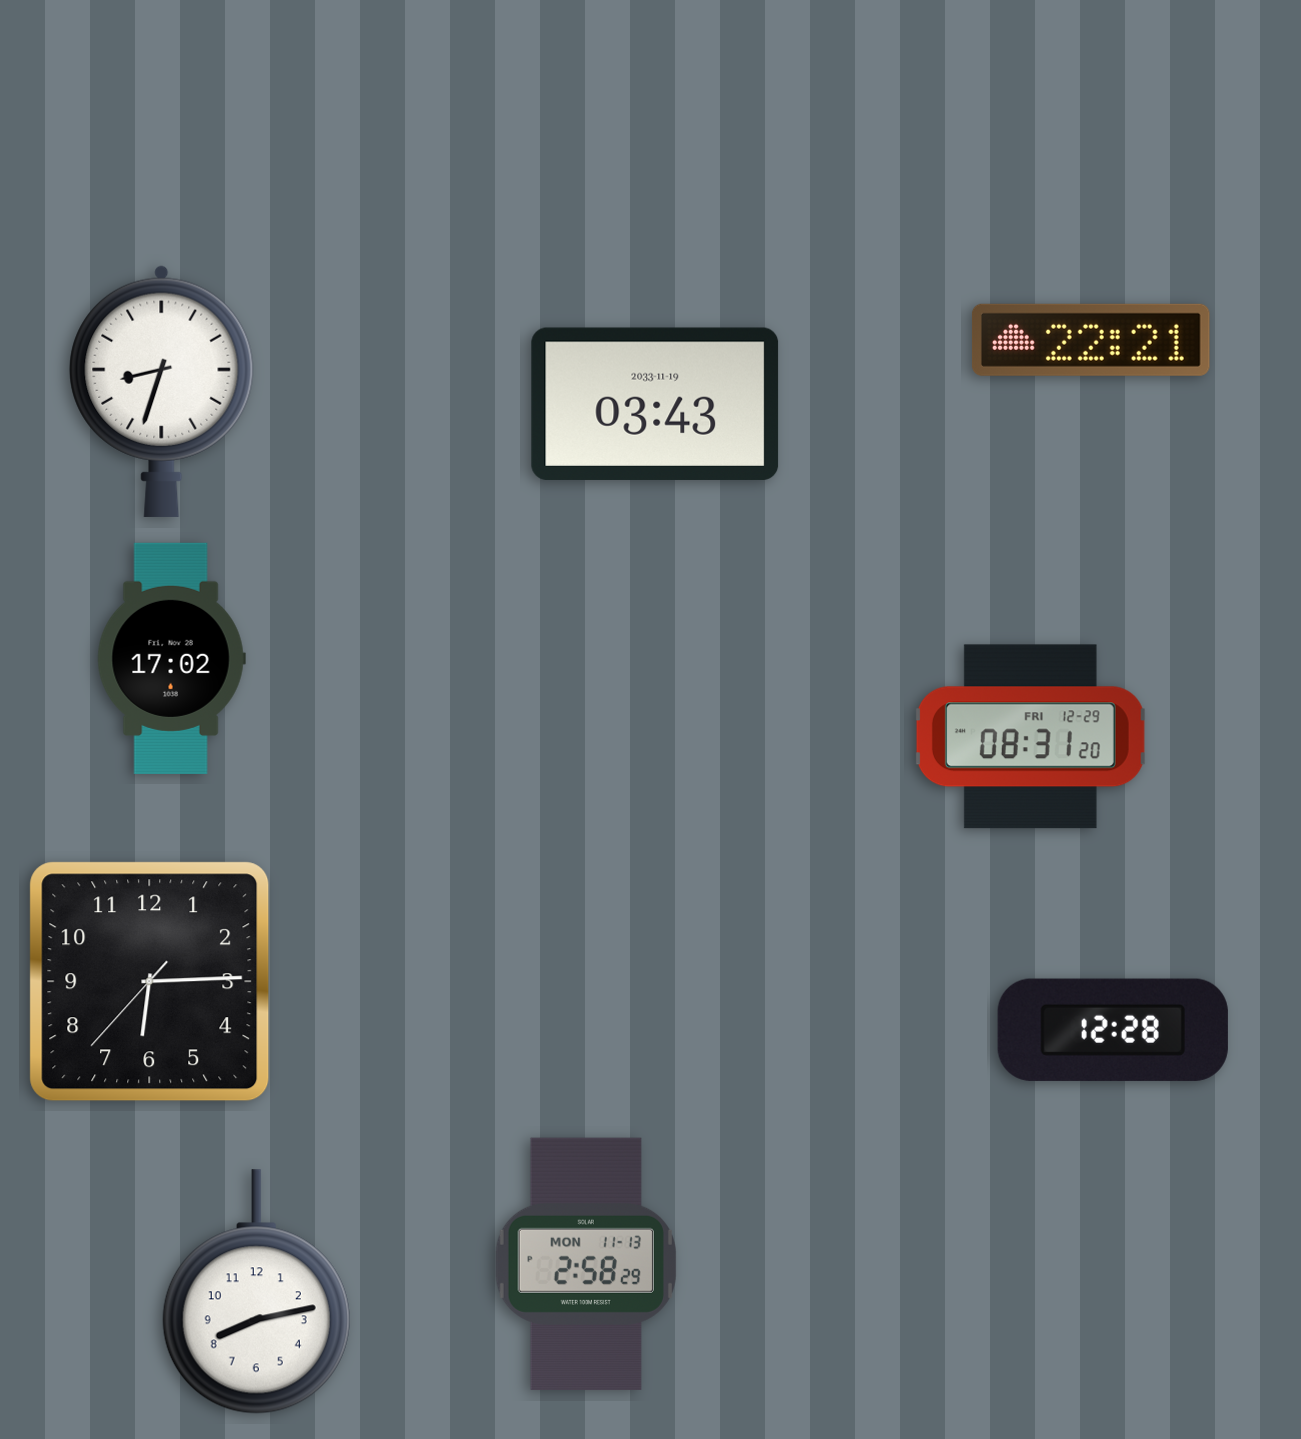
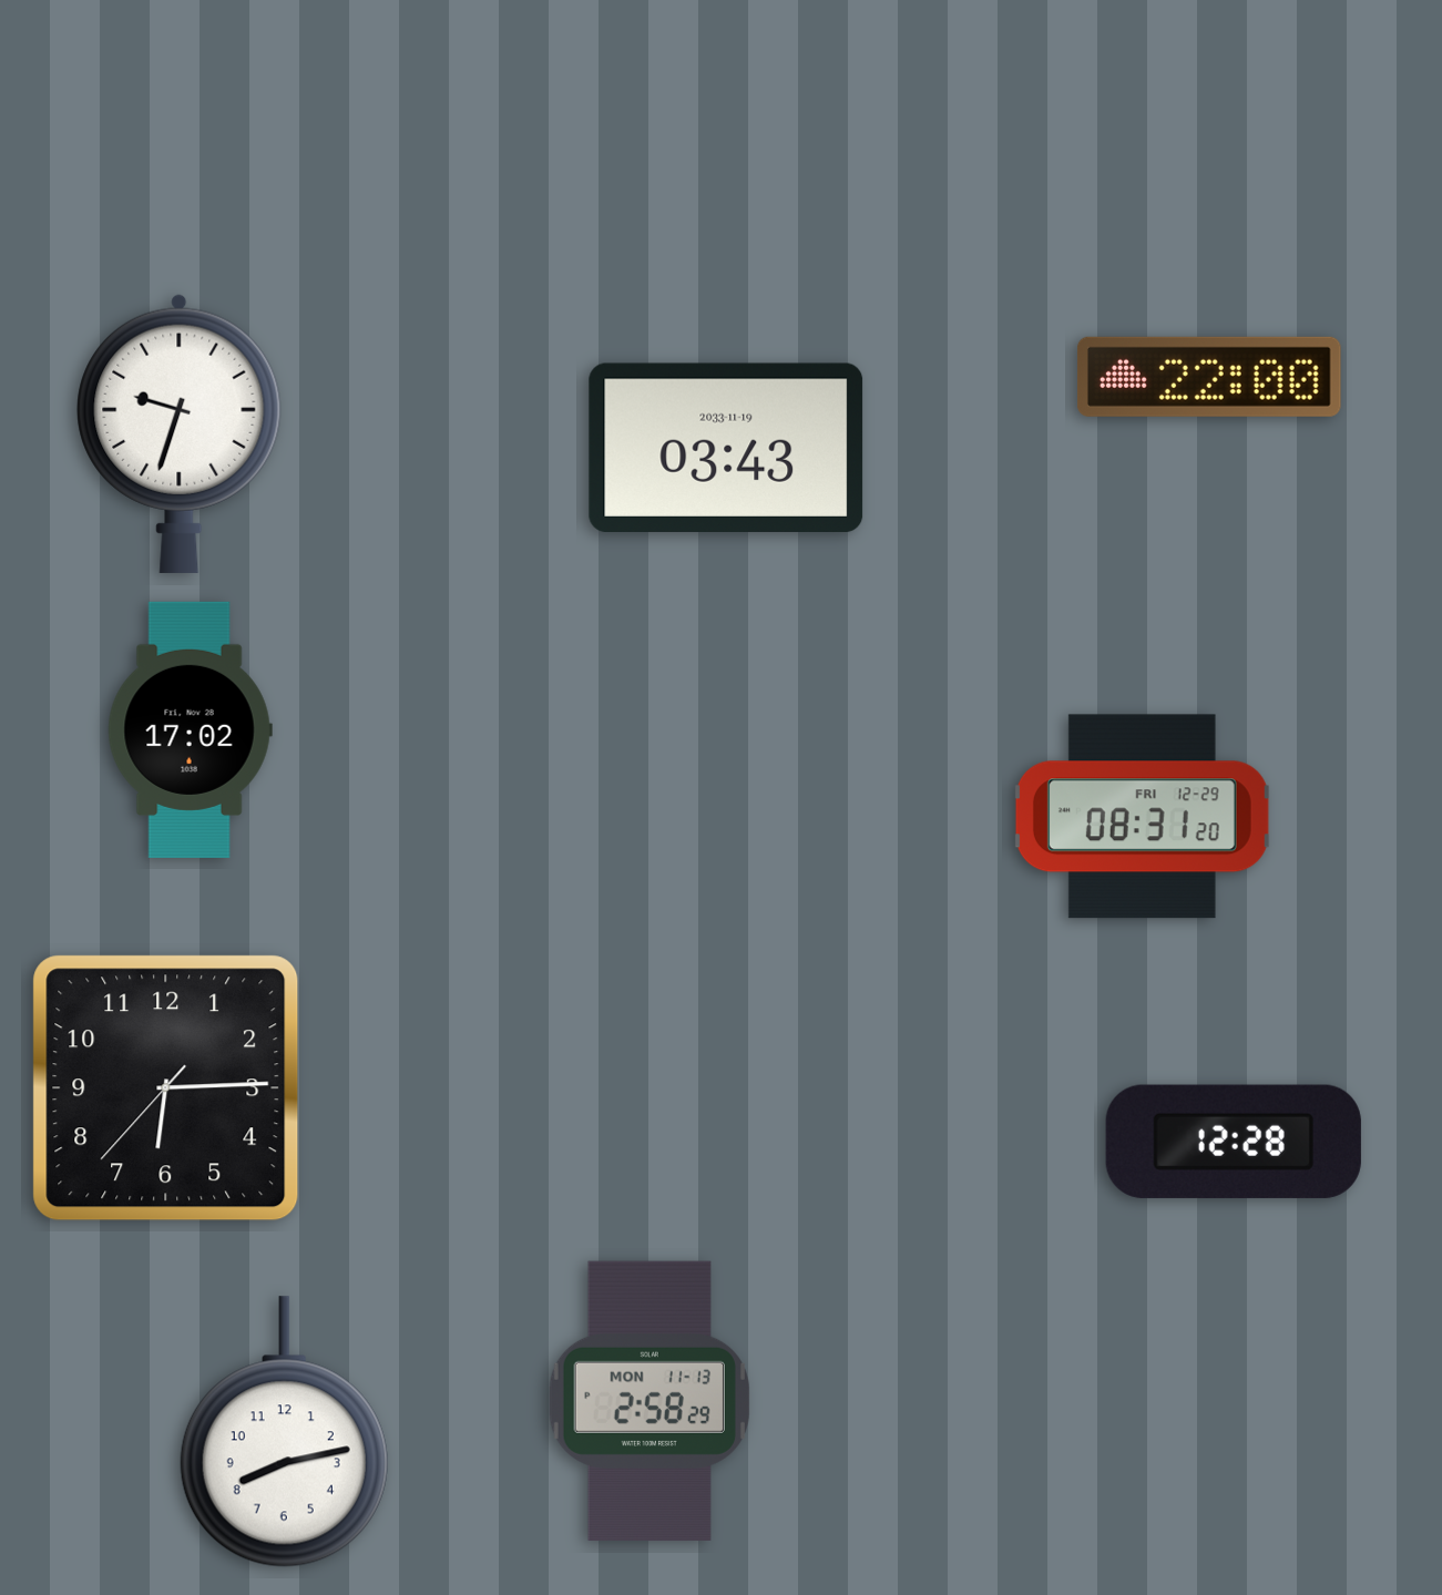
clock at (1091, 340): 22:21 -> 22:00
clock at (162, 391): 8:33 -> 9:33
